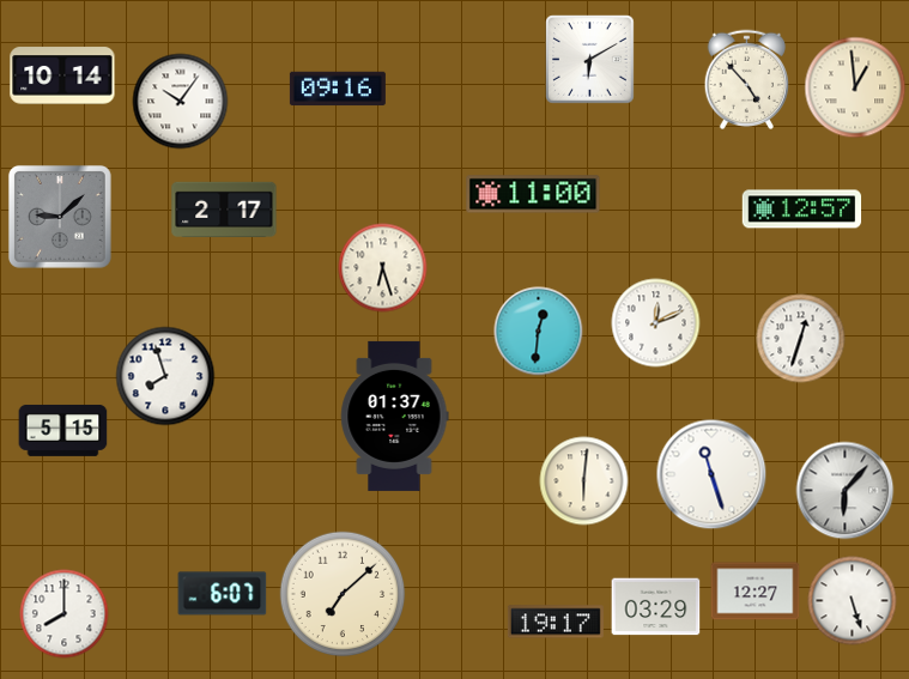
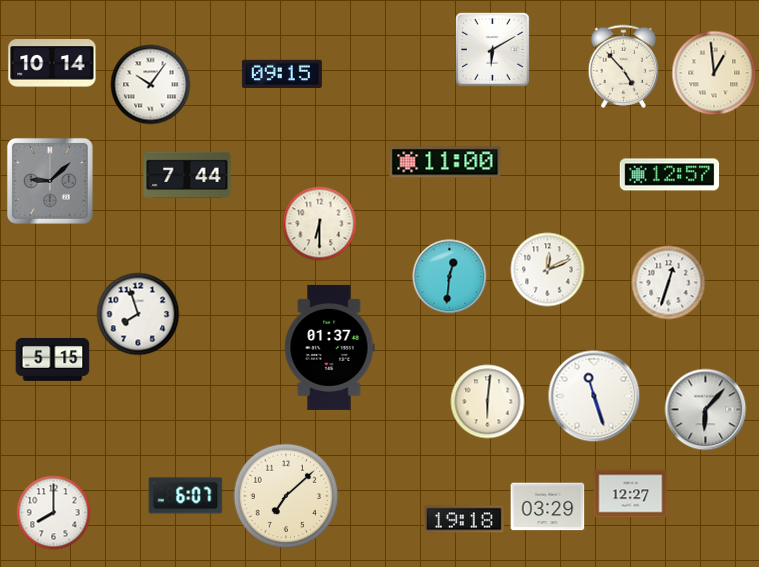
clock at (338, 89): 09:16 -> 09:15
clock at (224, 208): 2:17 -> 7:44
clock at (383, 268): 6:27 -> 6:30
clock at (853, 601): 5:27 -> none
clock at (556, 622): 19:17 -> 19:18
